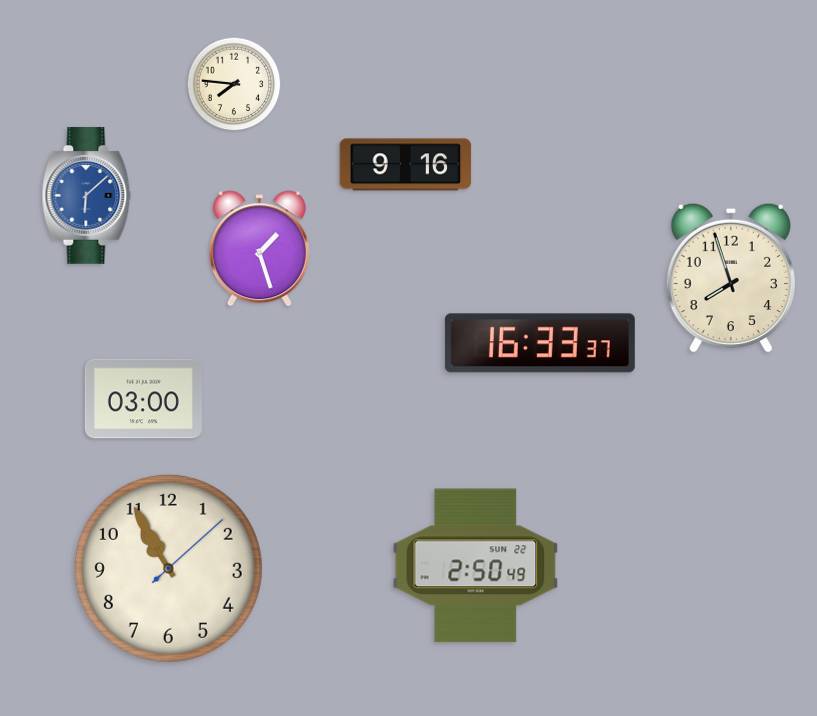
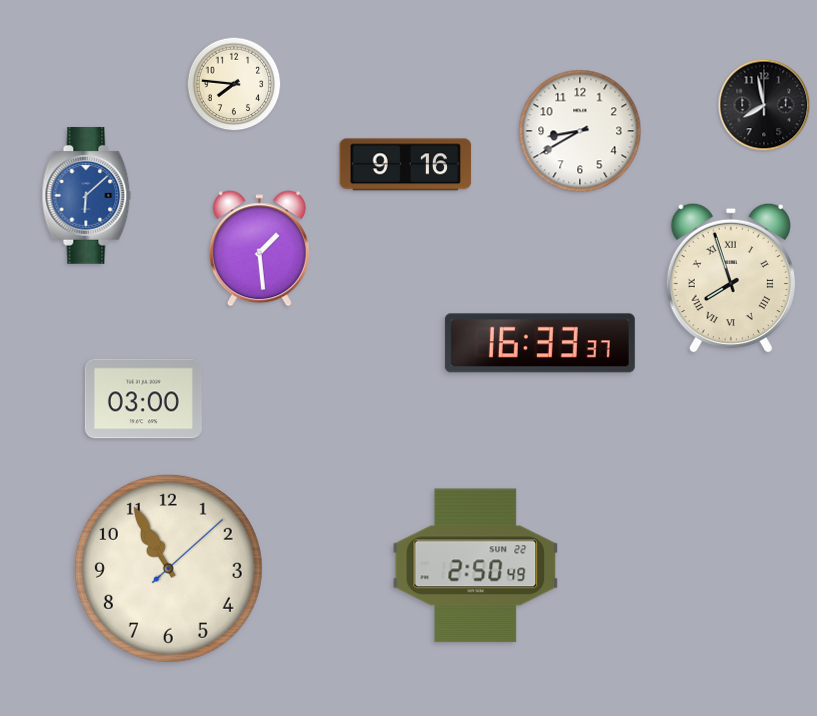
clock at (764, 105): none -> 7:58
clock at (580, 131): none -> 8:40
clock at (259, 249): 1:27 -> 1:29
clock at (731, 278) numerals: Arabic -> Roman
